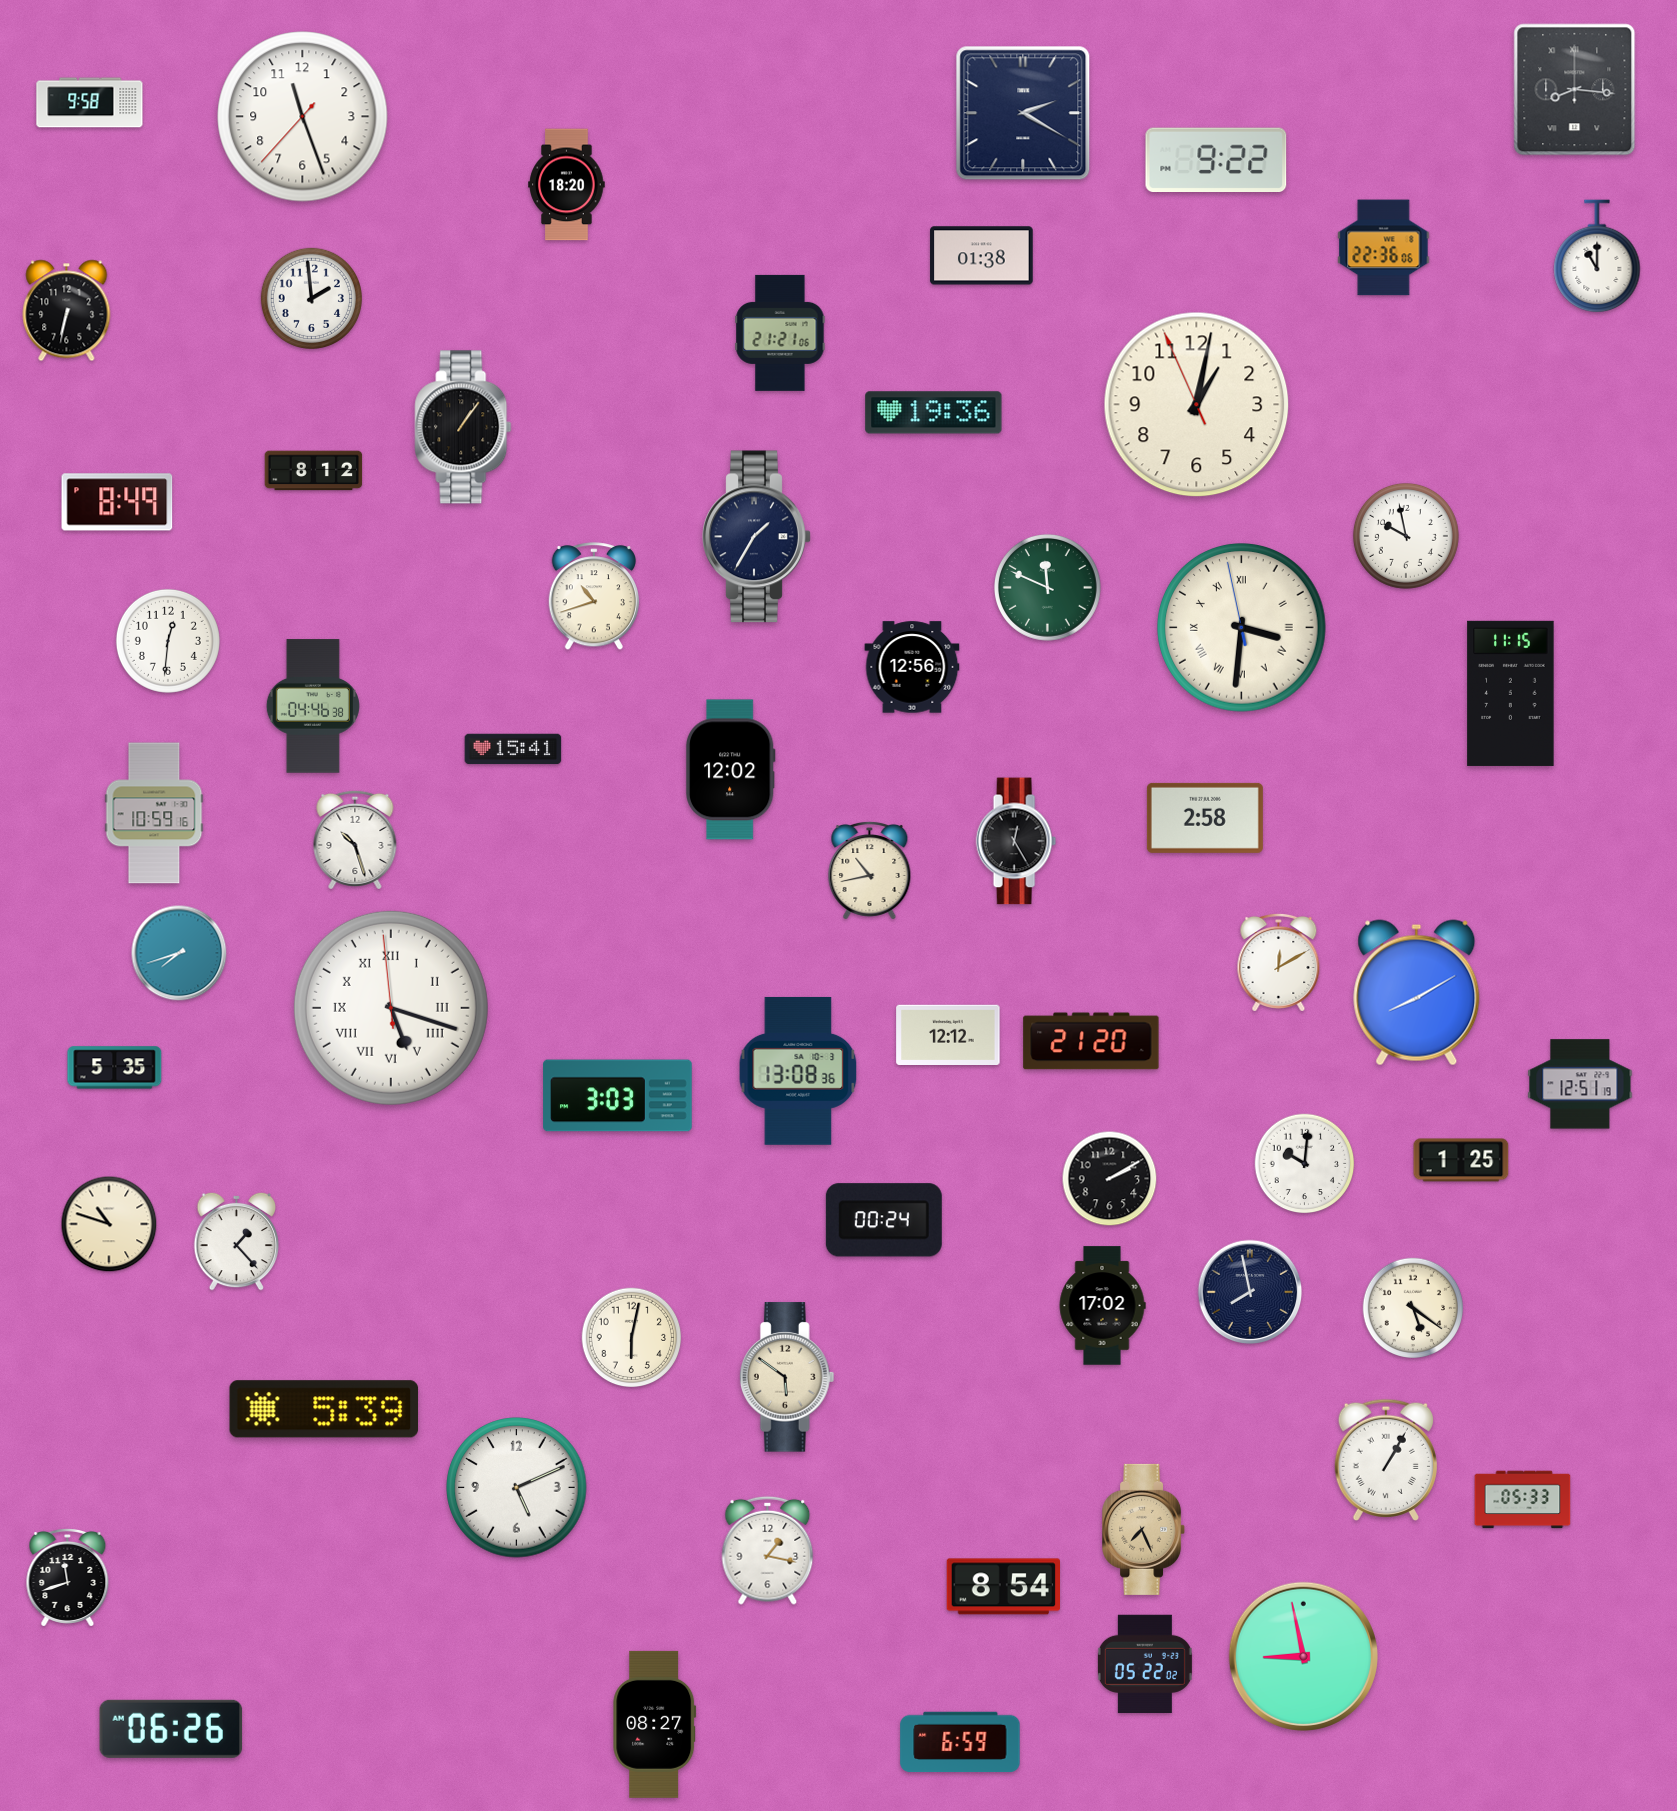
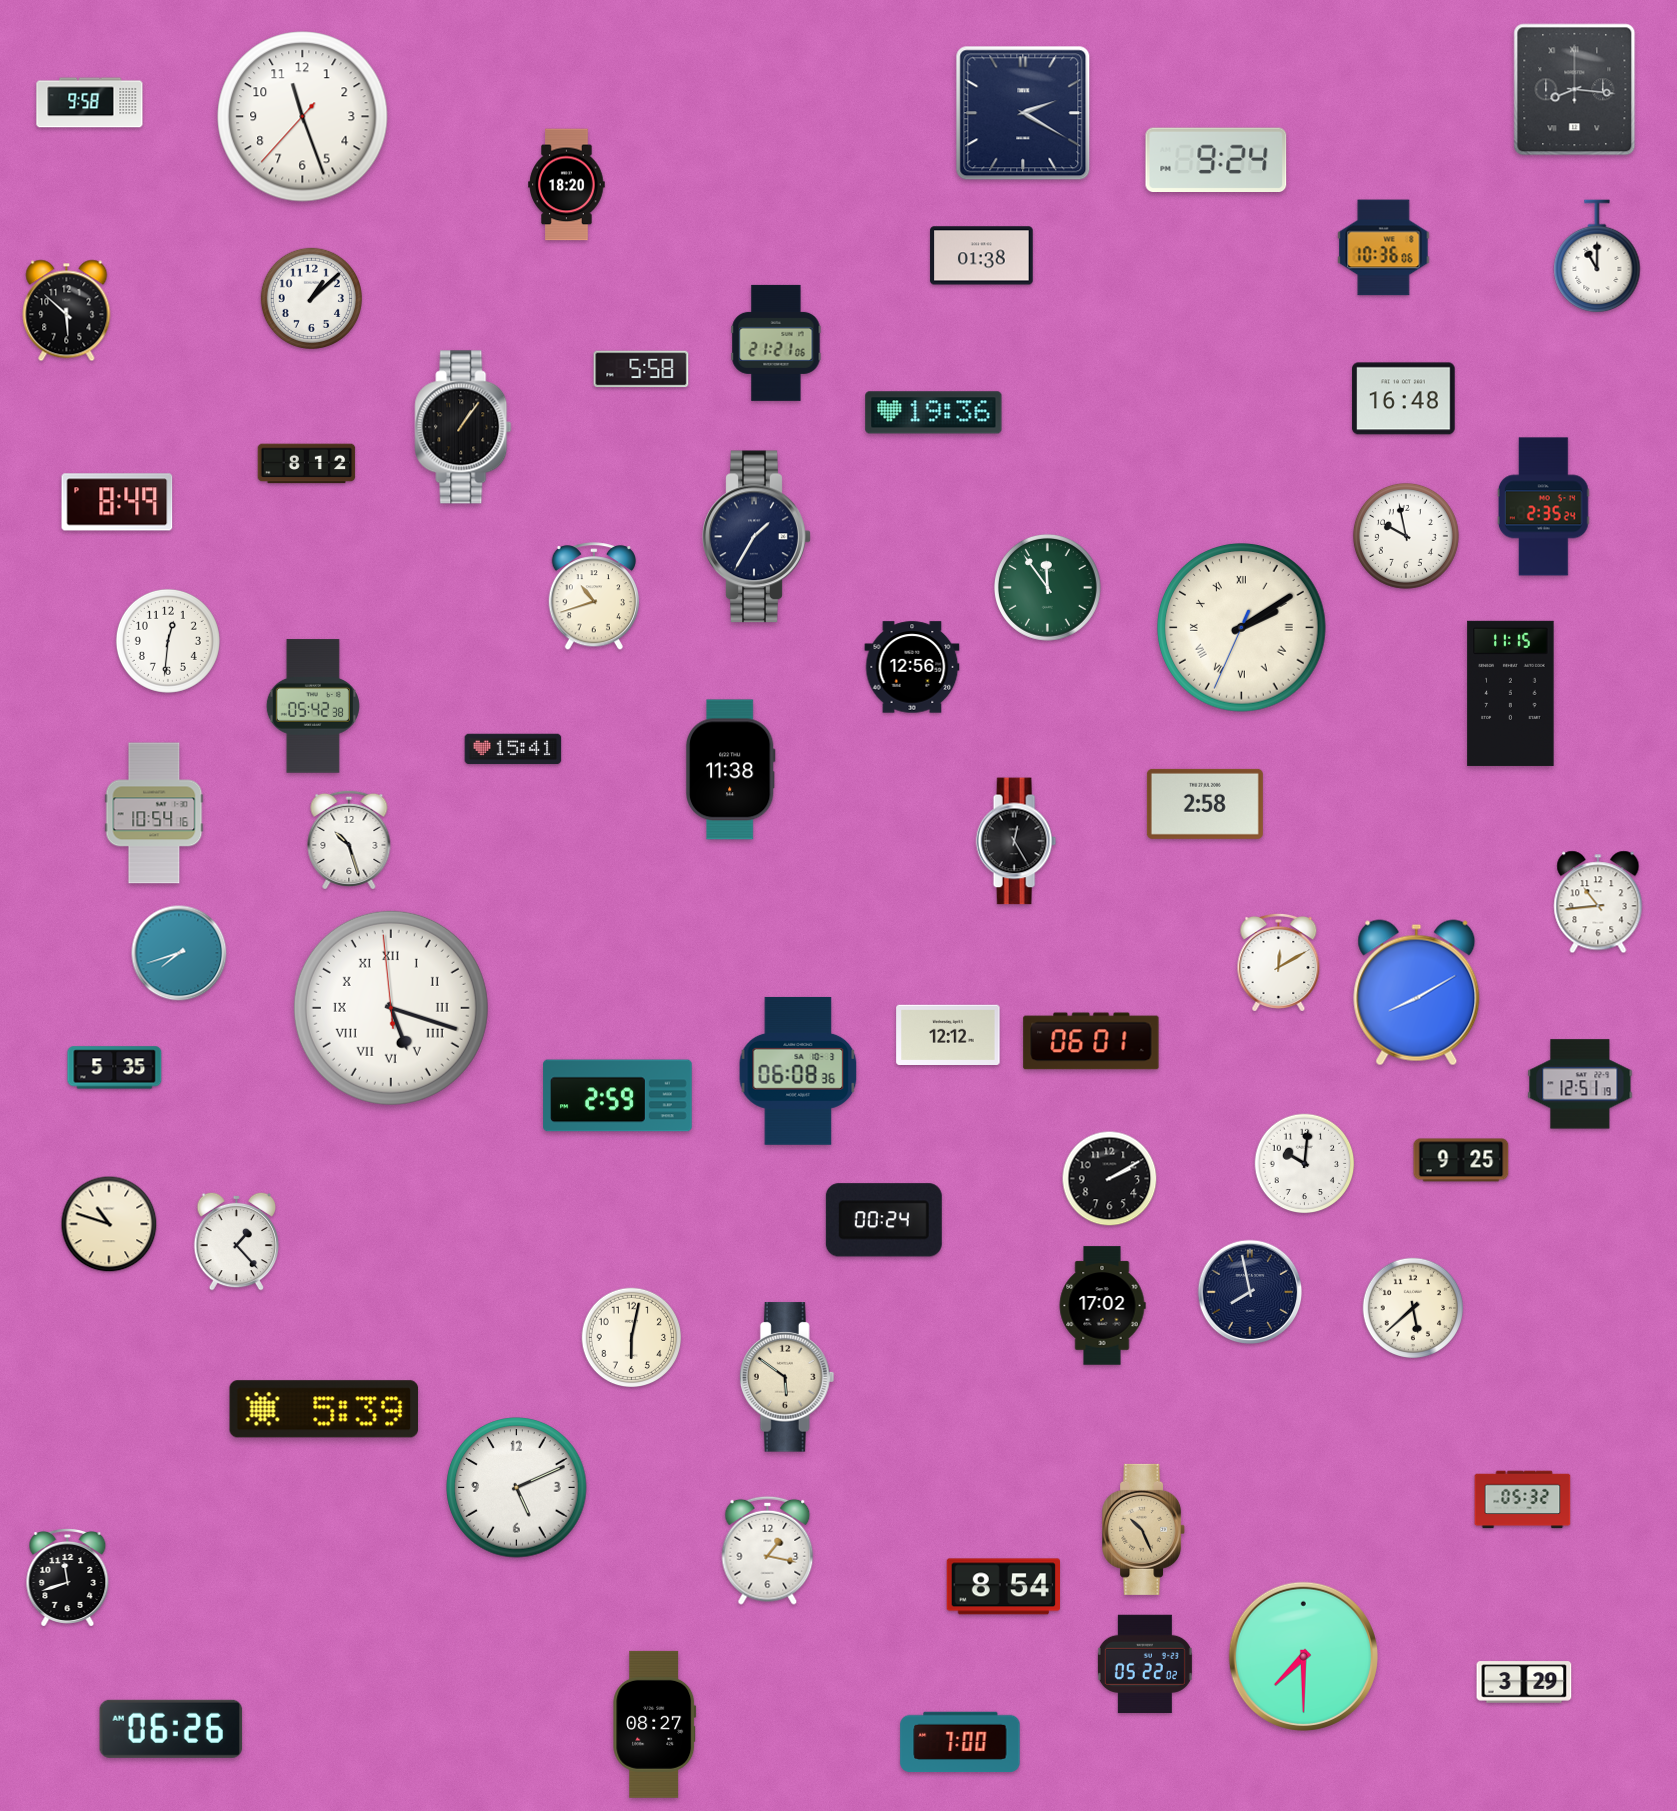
clock at (1216, 160): 9:22 -> 9:24
clock at (1384, 248): 22:36 -> 10:36
clock at (311, 298): 1:59 -> 1:08
clock at (67, 311): 6:32 -> 5:52
clock at (780, 333) position: (780, 333) -> (776, 343)
clock at (641, 369): none -> 5:58
clock at (1404, 399): none -> 16:48
clock at (1197, 405): 1:01 -> none
clock at (314, 471) position: (314, 471) -> (307, 464)
clock at (1543, 507): none -> 2:35
clock at (1047, 587): 11:49 -> 11:54
clock at (1242, 628): 3:30 -> 2:09
clock at (313, 706): 04:46 -> 05:42
clock at (730, 770): 12:02 -> 11:38
clock at (154, 813): 10:59 -> 10:54
clock at (1205, 818) position: (1205, 818) -> (1205, 804)
clock at (355, 840) position: (355, 840) -> (349, 840)
clock at (870, 870): 10:43 -> none
clock at (1598, 902): none -> 10:44
clock at (1091, 1041): 21:20 -> 06:01
clock at (798, 1071): 13:08 -> 06:08
clock at (618, 1096): 3:03 -> 2:59
clock at (1461, 1160): 1:25 -> 9:25
clock at (1412, 1307): 5:21 -> 5:38
clock at (1385, 1459): 1:05 -> none
clock at (1523, 1500): 05:33 -> 05:32
clock at (1144, 1529): 7:26 -> 10:26
clock at (1303, 1656): 8:58 -> 7:30
clock at (1524, 1682): none -> 3:29
clock at (960, 1742): 6:59 -> 7:00
